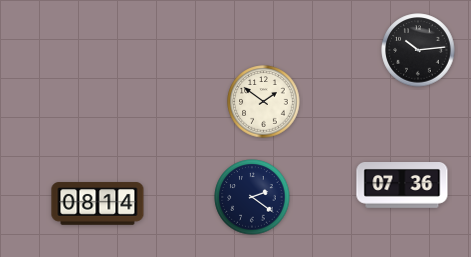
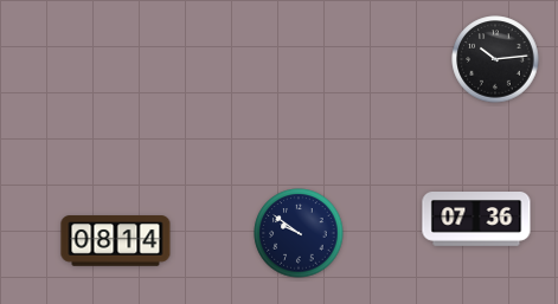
clock at (264, 102): 1:51 -> none
clock at (252, 197): 2:21 -> 9:51
